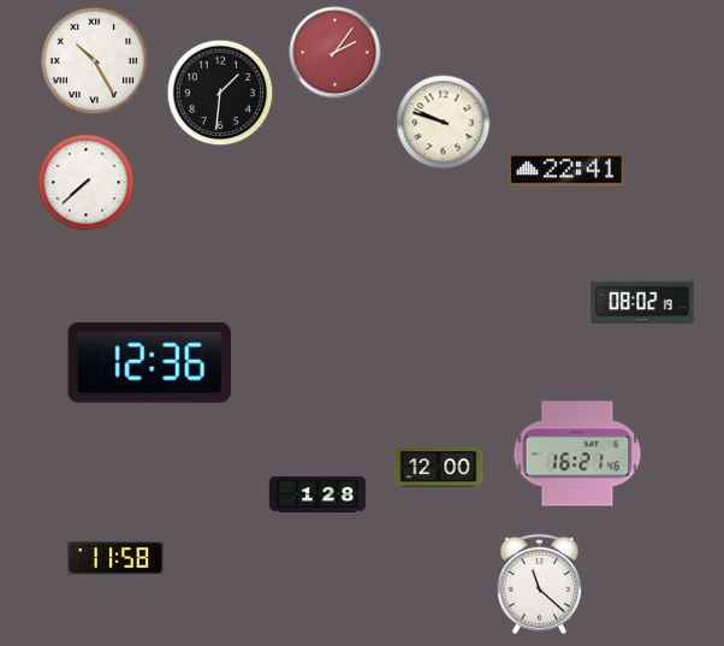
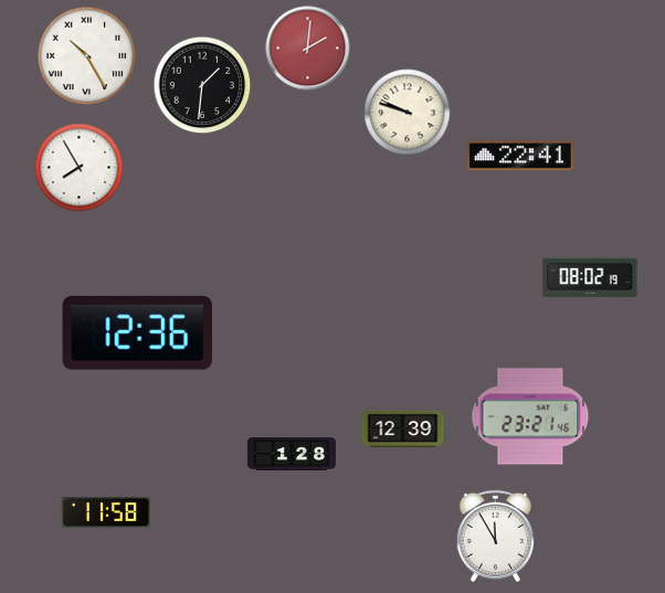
clock at (336, 53): 2:06 -> 2:01
clock at (87, 183): 7:38 -> 7:55
clock at (577, 454): 16:21 -> 23:21
clock at (439, 467): 12:00 -> 12:39
clock at (539, 583): 11:22 -> 11:55
